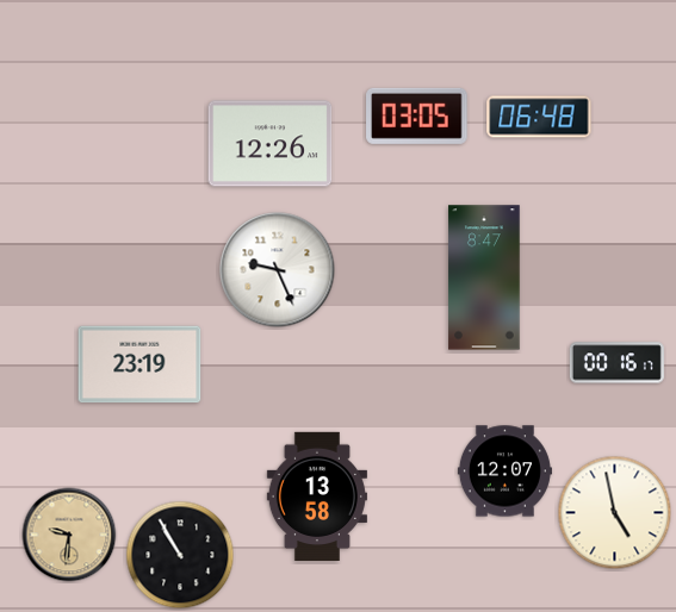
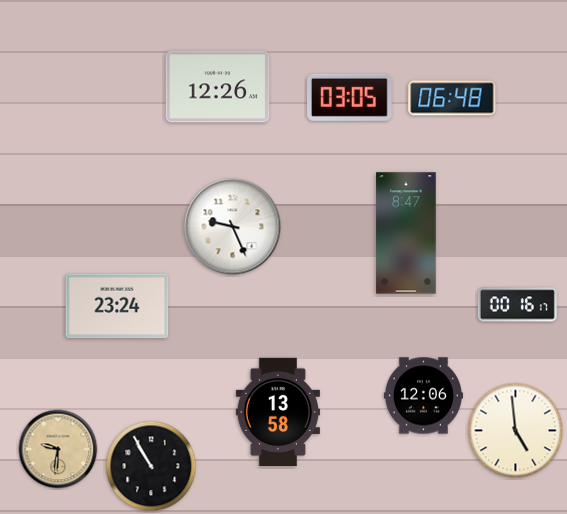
clock at (271, 144) position: (271, 144) -> (218, 87)
clock at (139, 364): 23:19 -> 23:24
clock at (504, 472): 12:07 -> 12:06
clock at (317, 495) position: (317, 495) -> (278, 411)
clock at (615, 513): 4:58 -> 4:59
